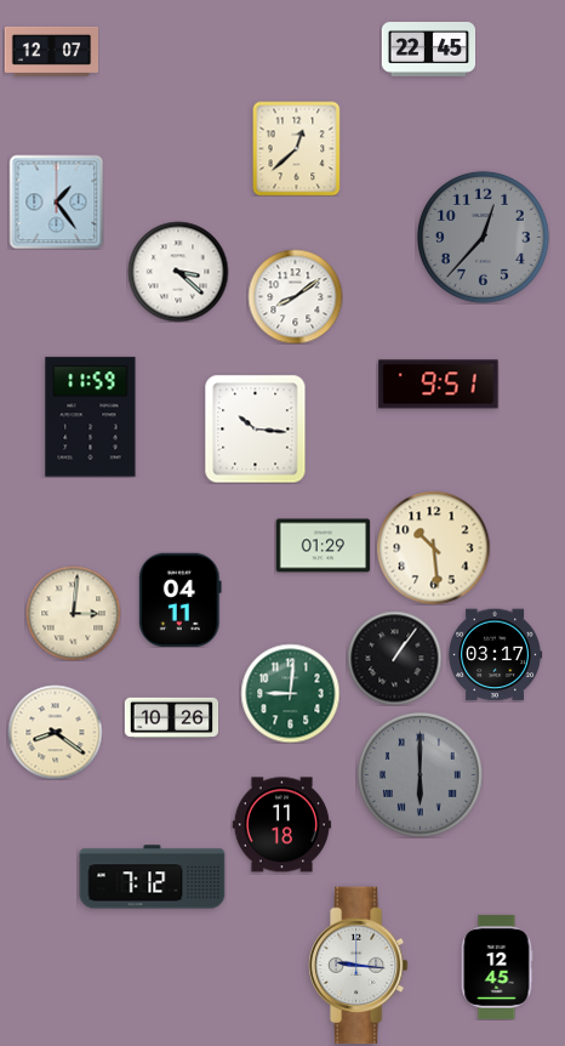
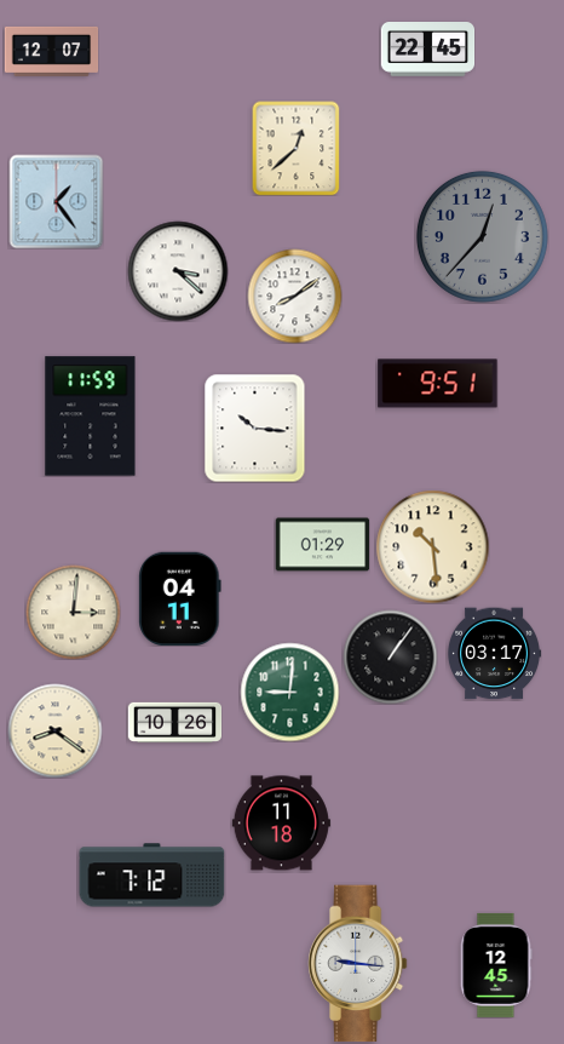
clock at (394, 658) position: (394, 658) -> (390, 656)
clock at (171, 717) position: (171, 717) -> (174, 722)
clock at (421, 775): 6:00 -> none
